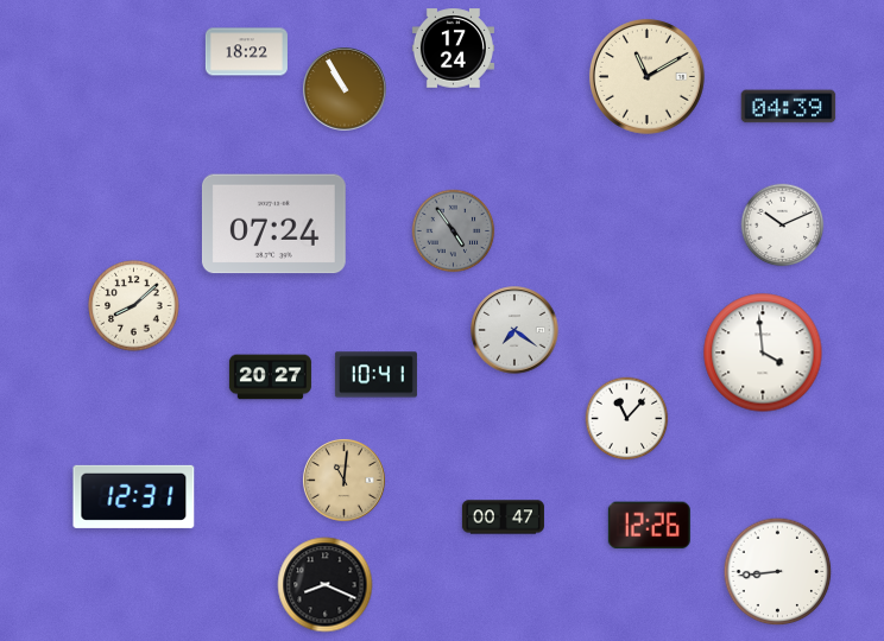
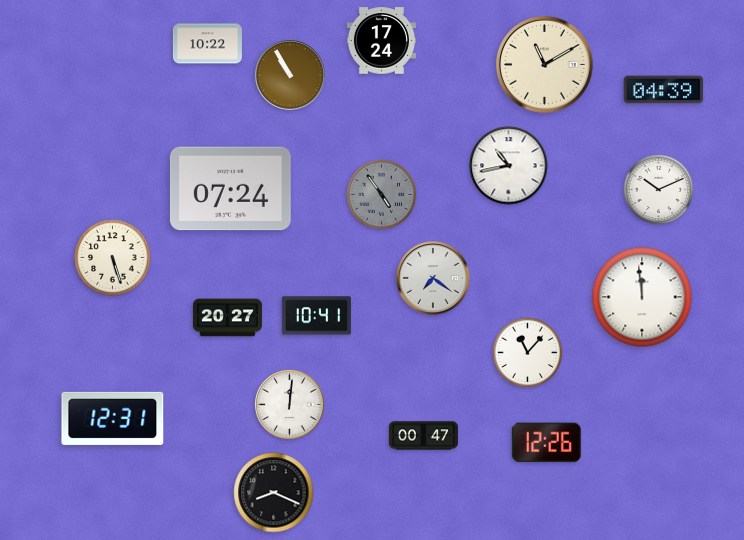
clock at (246, 52): 18:22 -> 10:22
clock at (509, 166): none -> 10:43
clock at (134, 306): 8:08 -> 5:27
clock at (763, 353): 3:59 -> 11:59
clock at (345, 481): 11:01 -> 12:01
clock at (345, 481) dial: champagne -> white
clock at (778, 572): 8:44 -> none
